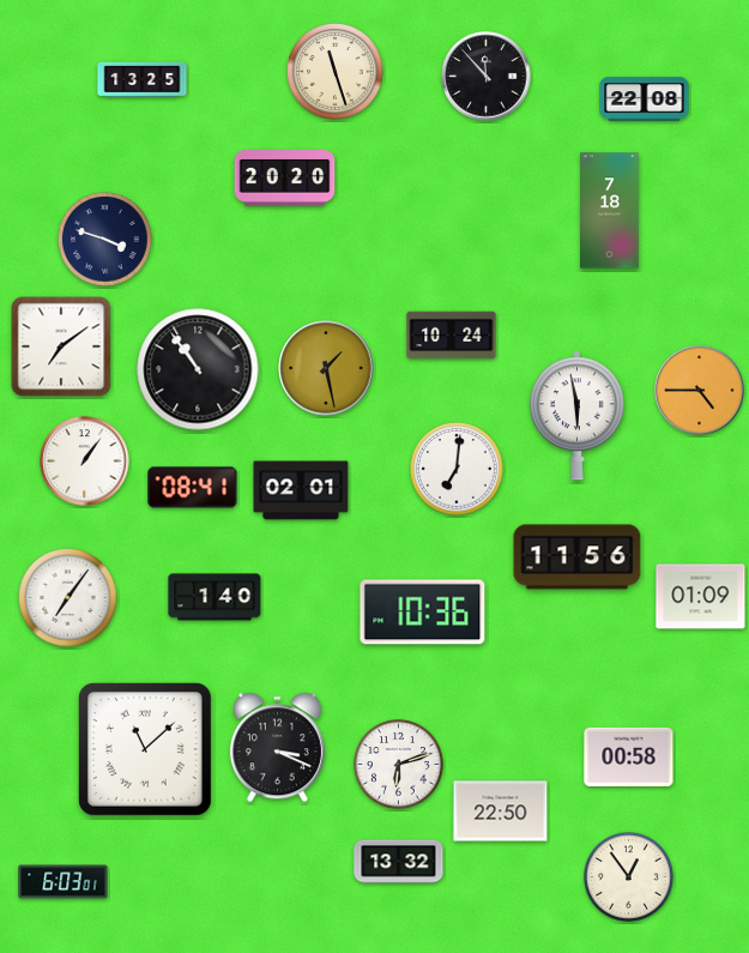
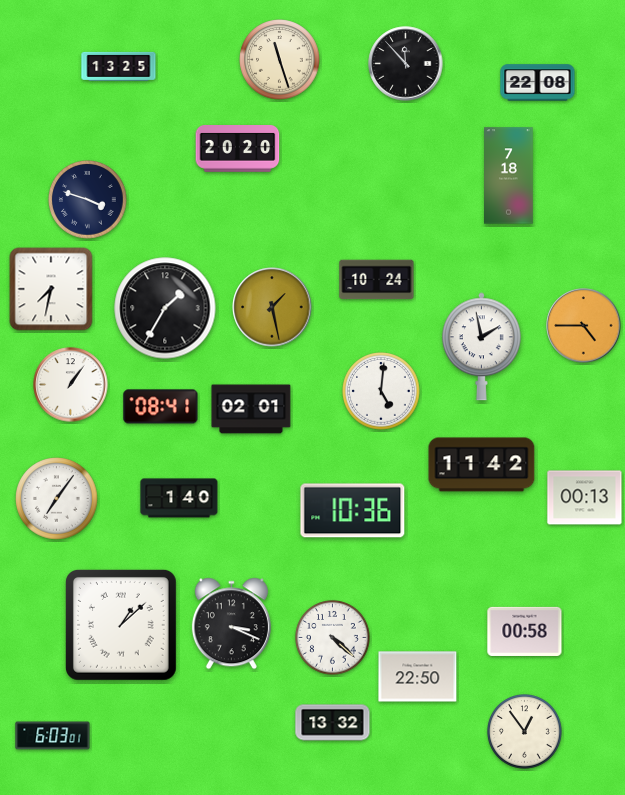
clock at (61, 346): 7:09 -> 7:32
clock at (198, 369): 10:54 -> 1:35
clock at (576, 416): 5:58 -> 1:58
clock at (457, 469): 7:01 -> 5:01
clock at (578, 557): 11:56 -> 11:42
clock at (701, 597): 01:09 -> 00:13
clock at (145, 749): 11:08 -> 1:08
clock at (399, 765): 6:12 -> 4:22
clock at (399, 862) position: (399, 862) -> (333, 723)
